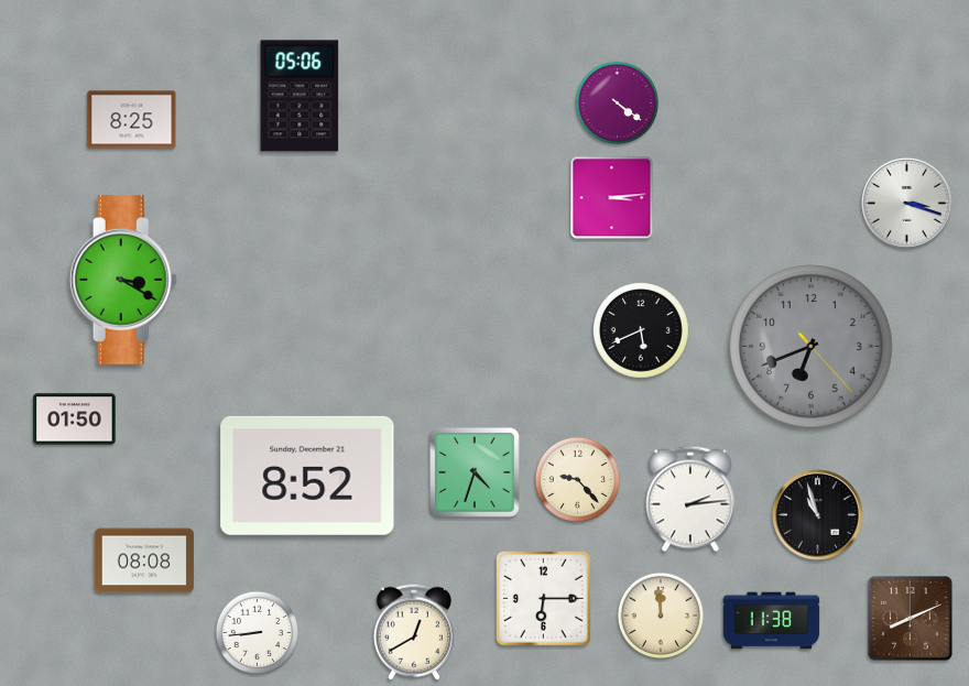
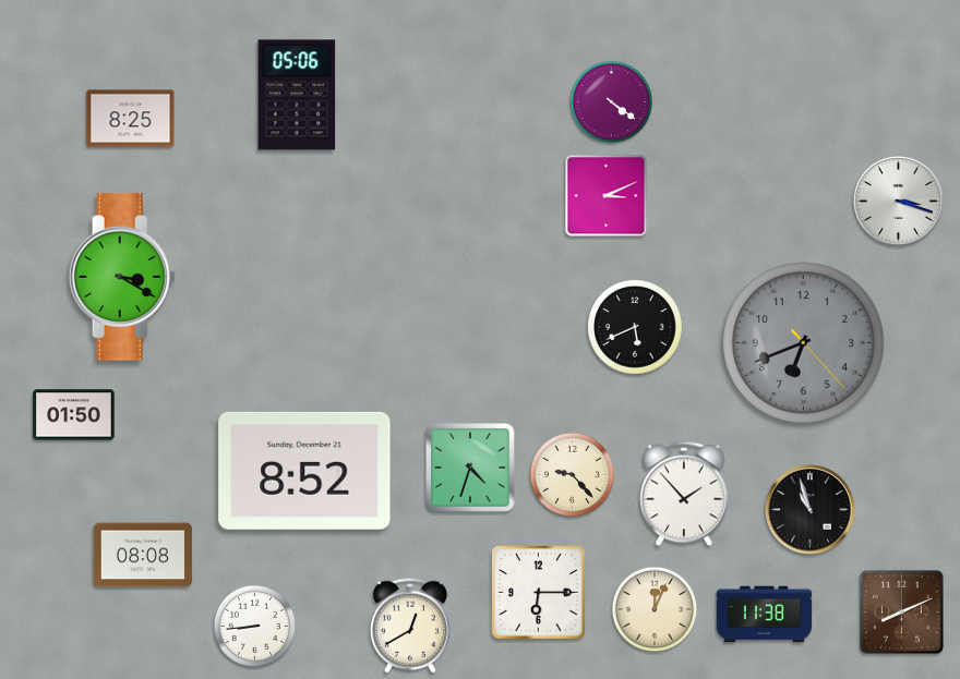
clock at (612, 198): 3:14 -> 3:11
clock at (692, 499): 2:14 -> 1:53
clock at (660, 614): 11:59 -> 12:04
